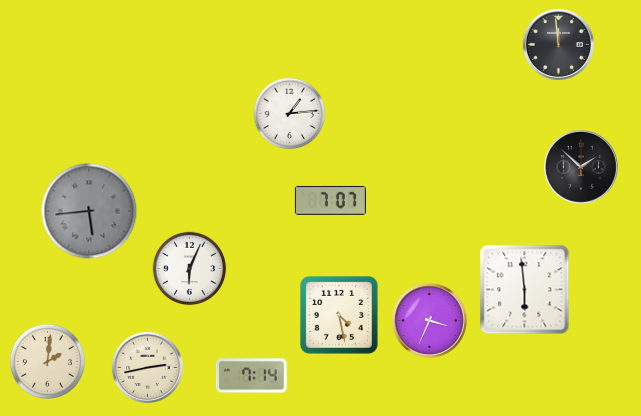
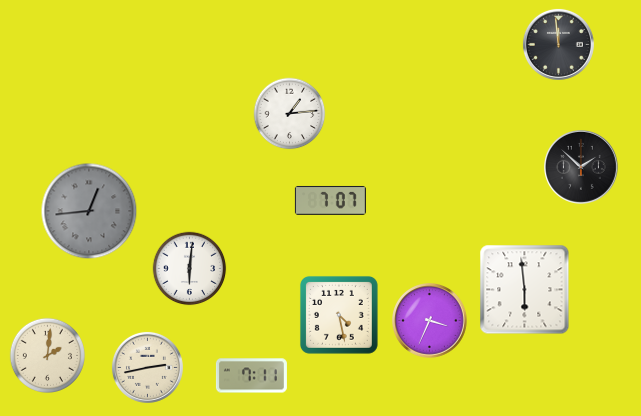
clock at (89, 211): 5:44 -> 12:44
clock at (190, 269): 6:04 -> 6:01
clock at (47, 361) position: (47, 361) -> (47, 355)
clock at (251, 376): 7:14 -> 7:11
